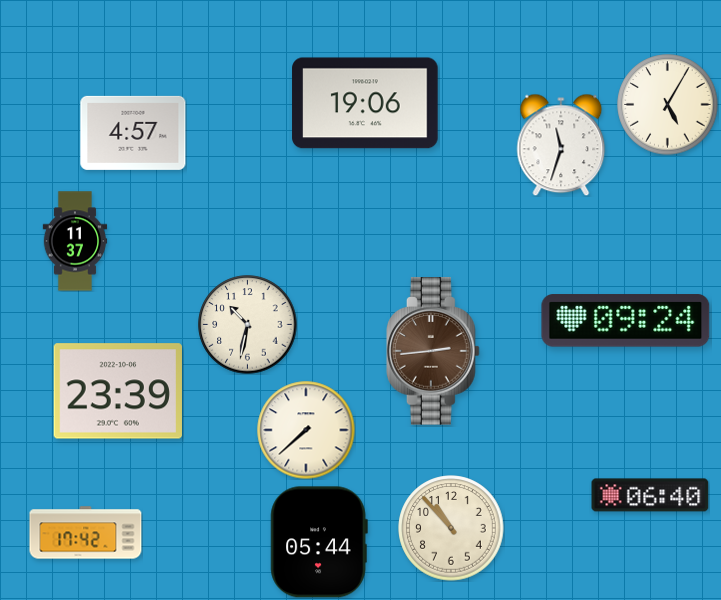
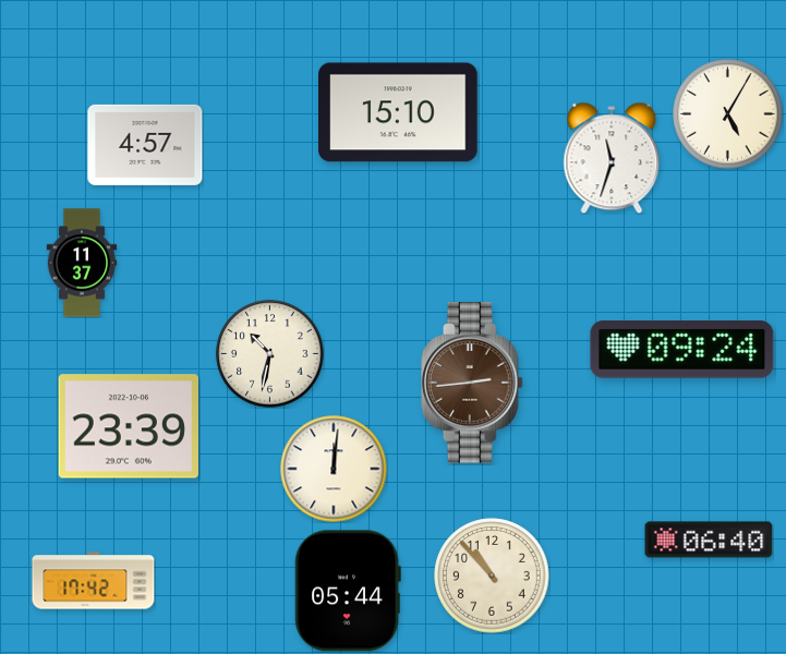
clock at (365, 103): 19:06 -> 15:10
clock at (306, 430): 7:38 -> 12:01
